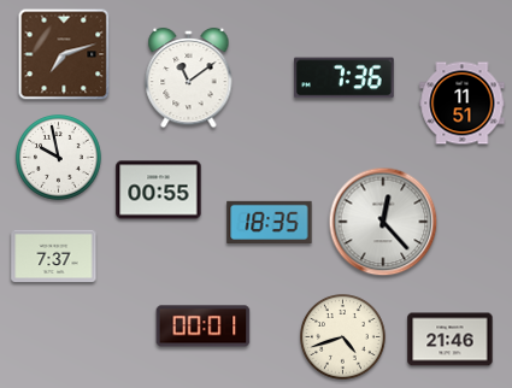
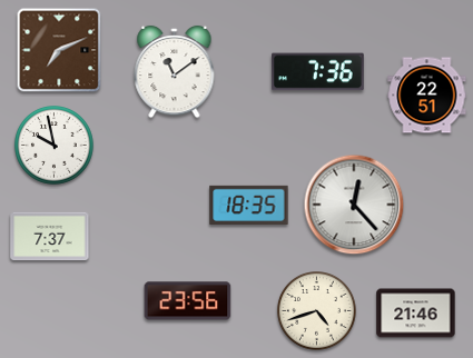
clock at (64, 54): 7:12 -> 7:11
clock at (463, 104): 11:51 -> 22:51
clock at (159, 190): 00:55 -> none
clock at (204, 327): 00:01 -> 23:56
